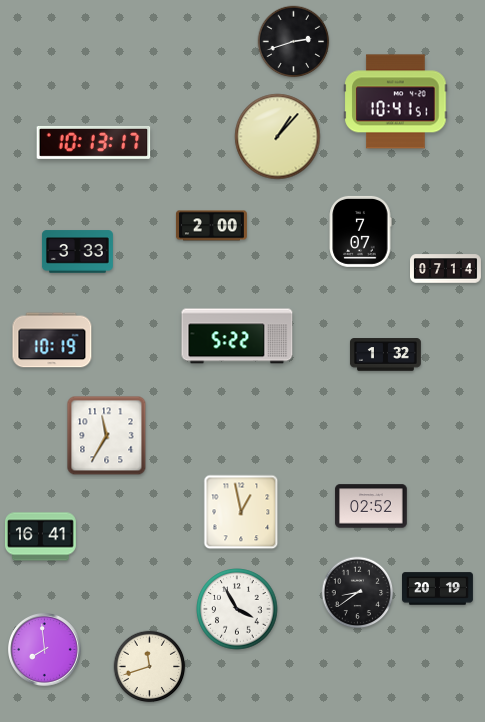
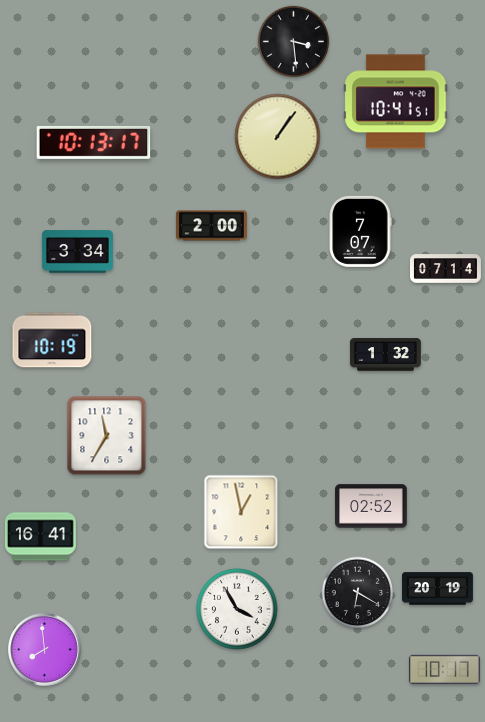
clock at (294, 42): 2:42 -> 3:29
clock at (278, 137): 1:07 -> 1:06
clock at (77, 252): 3:33 -> 3:34
clock at (237, 336): 5:22 -> none
clock at (358, 593): 8:39 -> 6:20
clock at (150, 667): 11:42 -> none
clock at (444, 669): none -> 10:17
